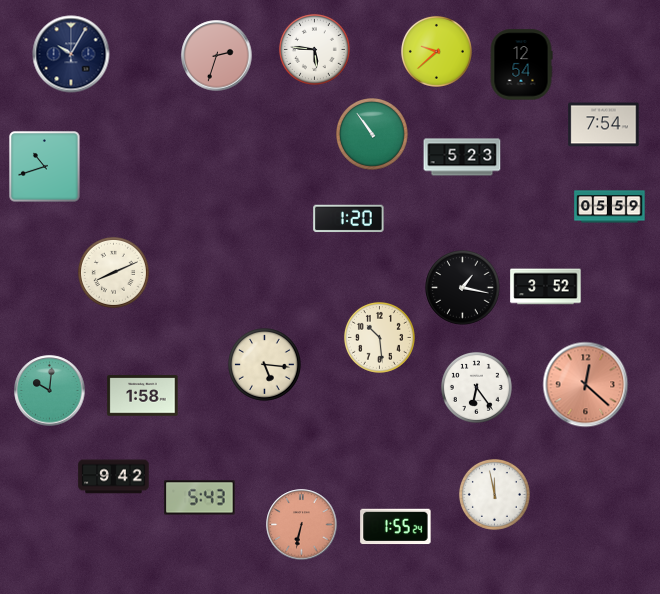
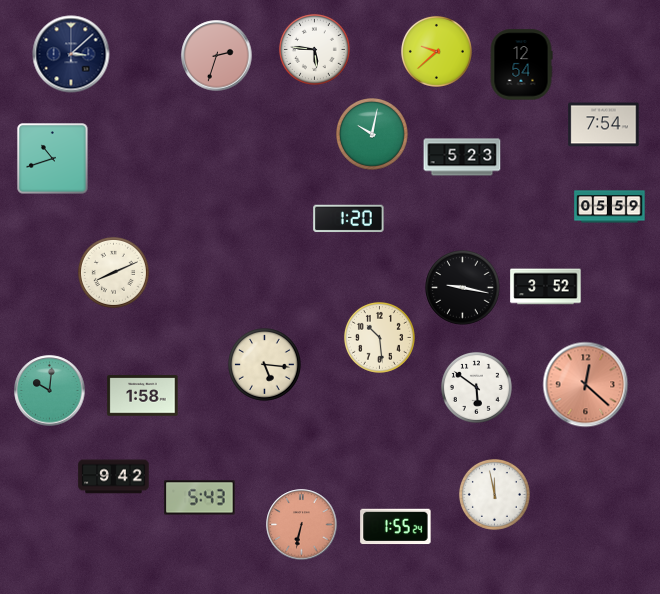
clock at (71, 54): 10:05 -> 3:08
clock at (373, 135): 10:54 -> 10:02
clock at (45, 167) position: (45, 167) -> (53, 159)
clock at (463, 288): 1:17 -> 9:17
clock at (476, 387): 6:24 -> 5:51
